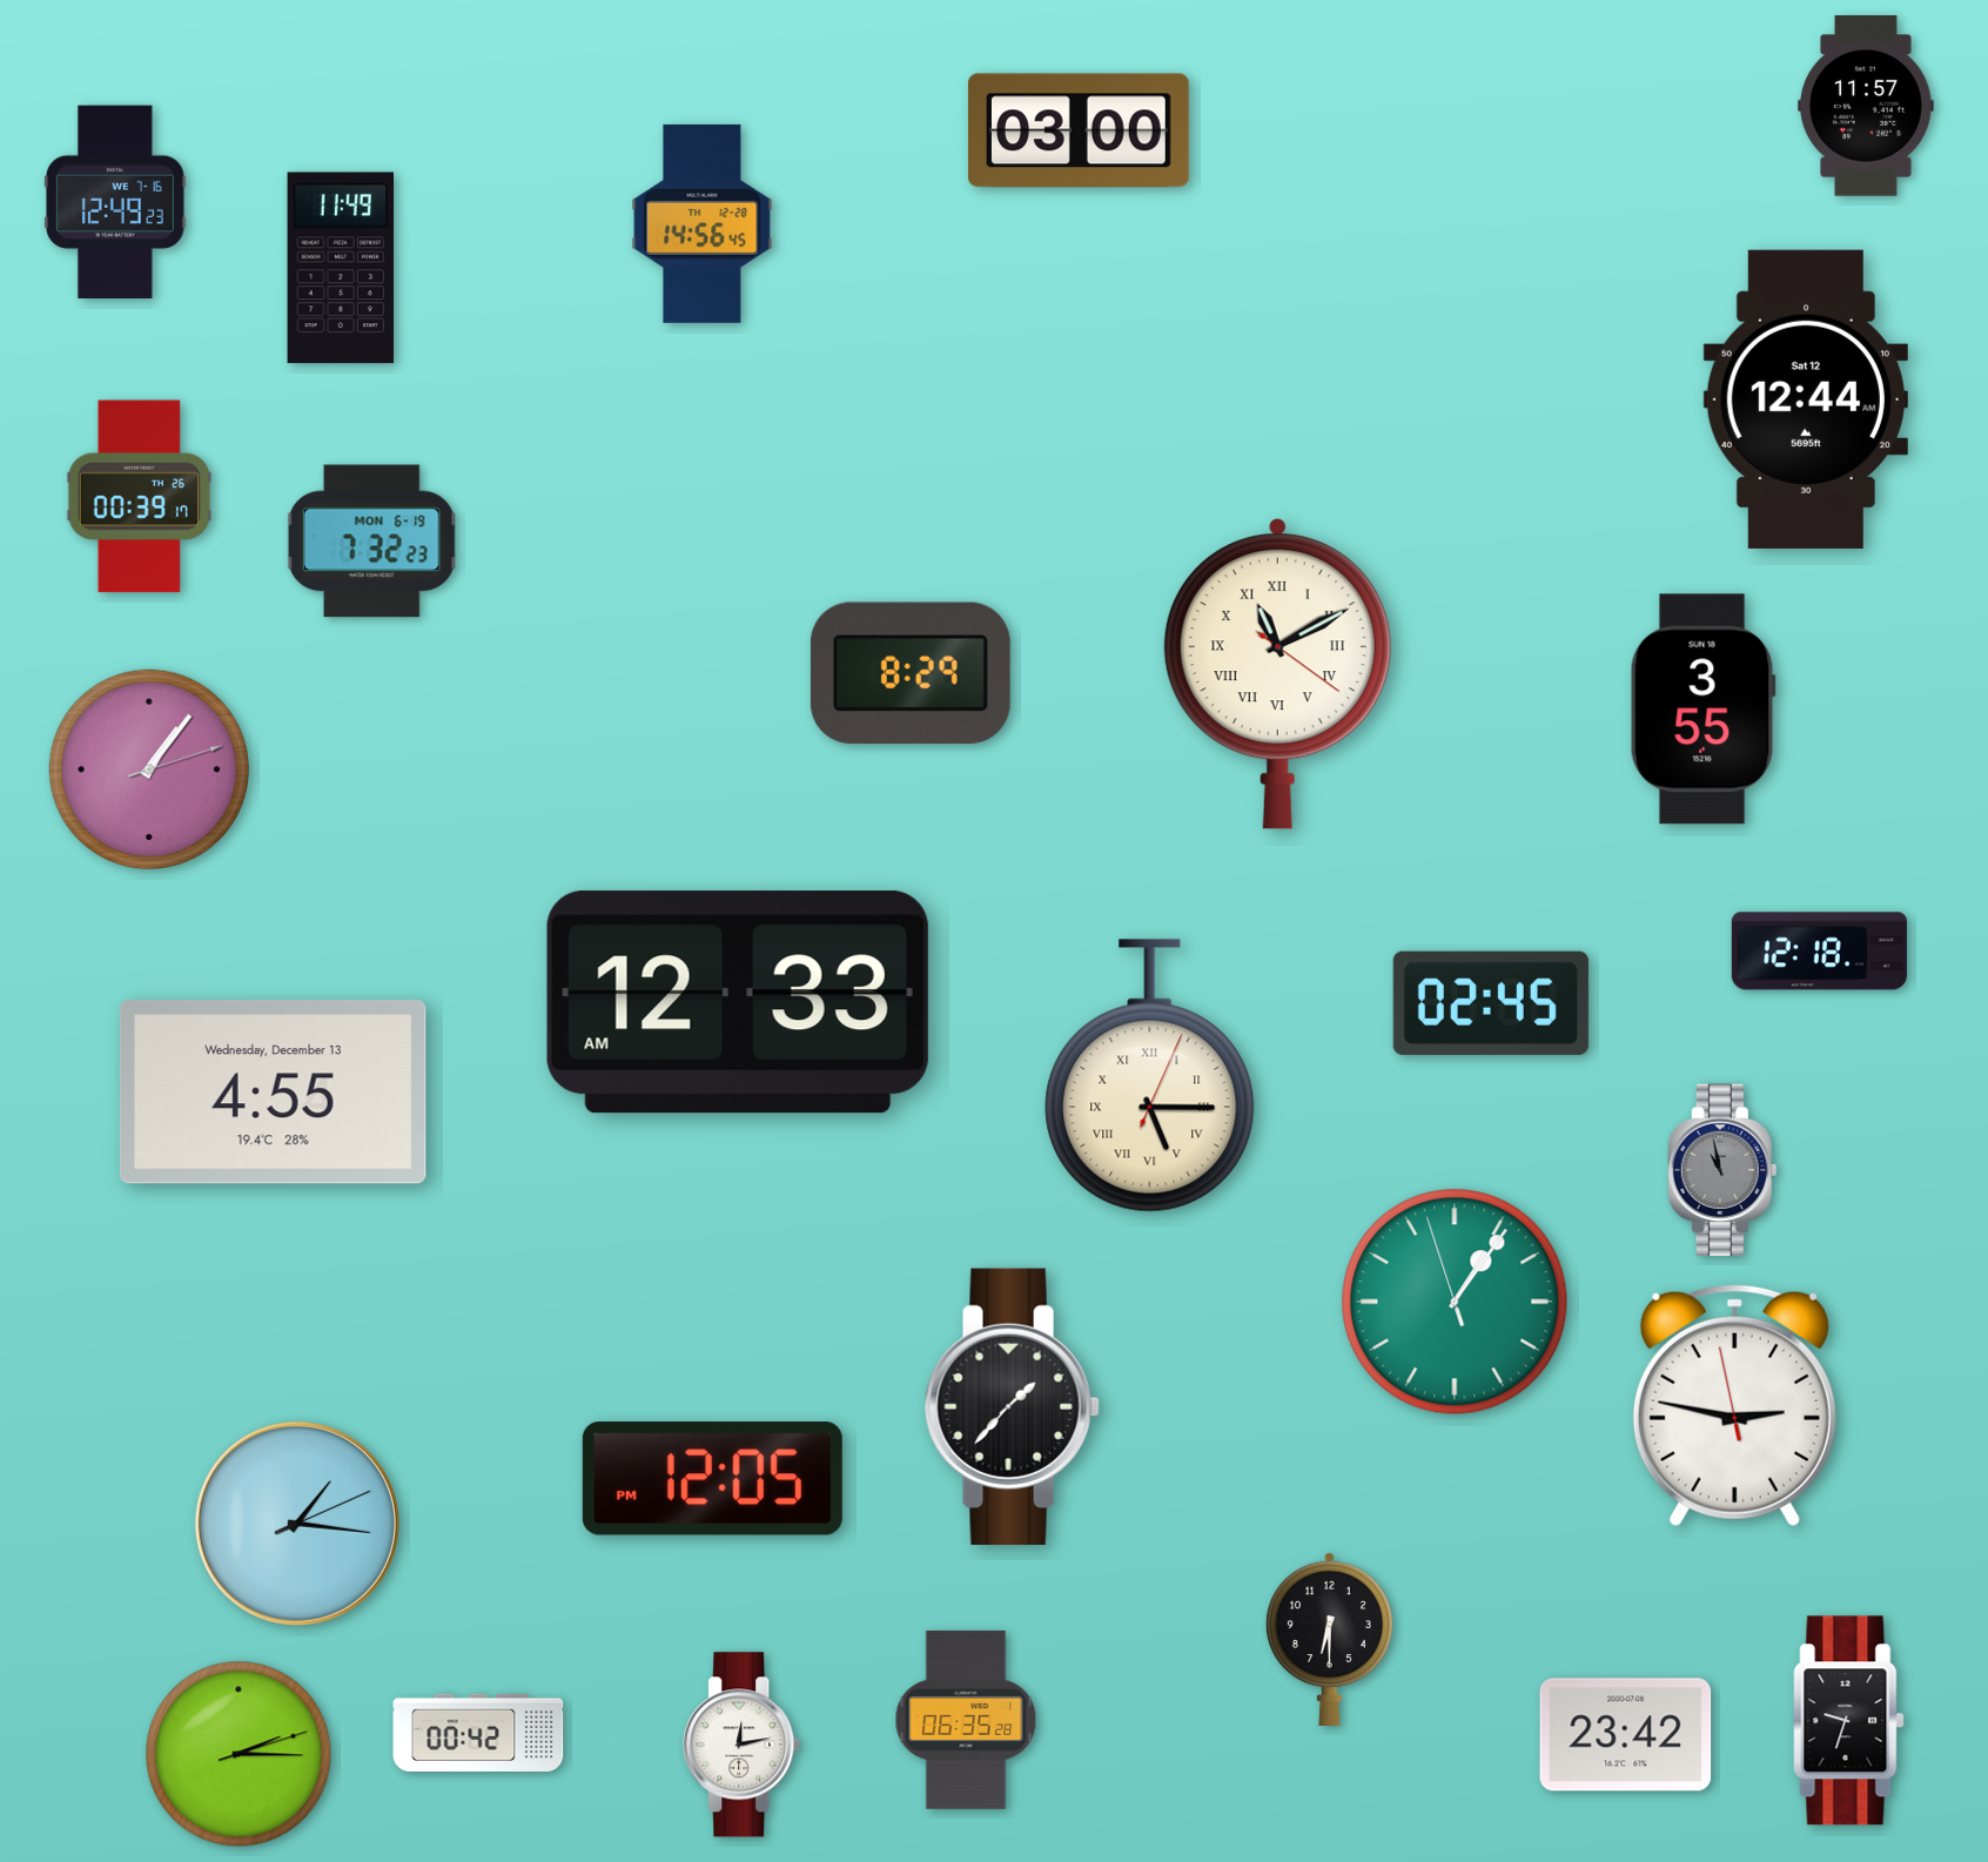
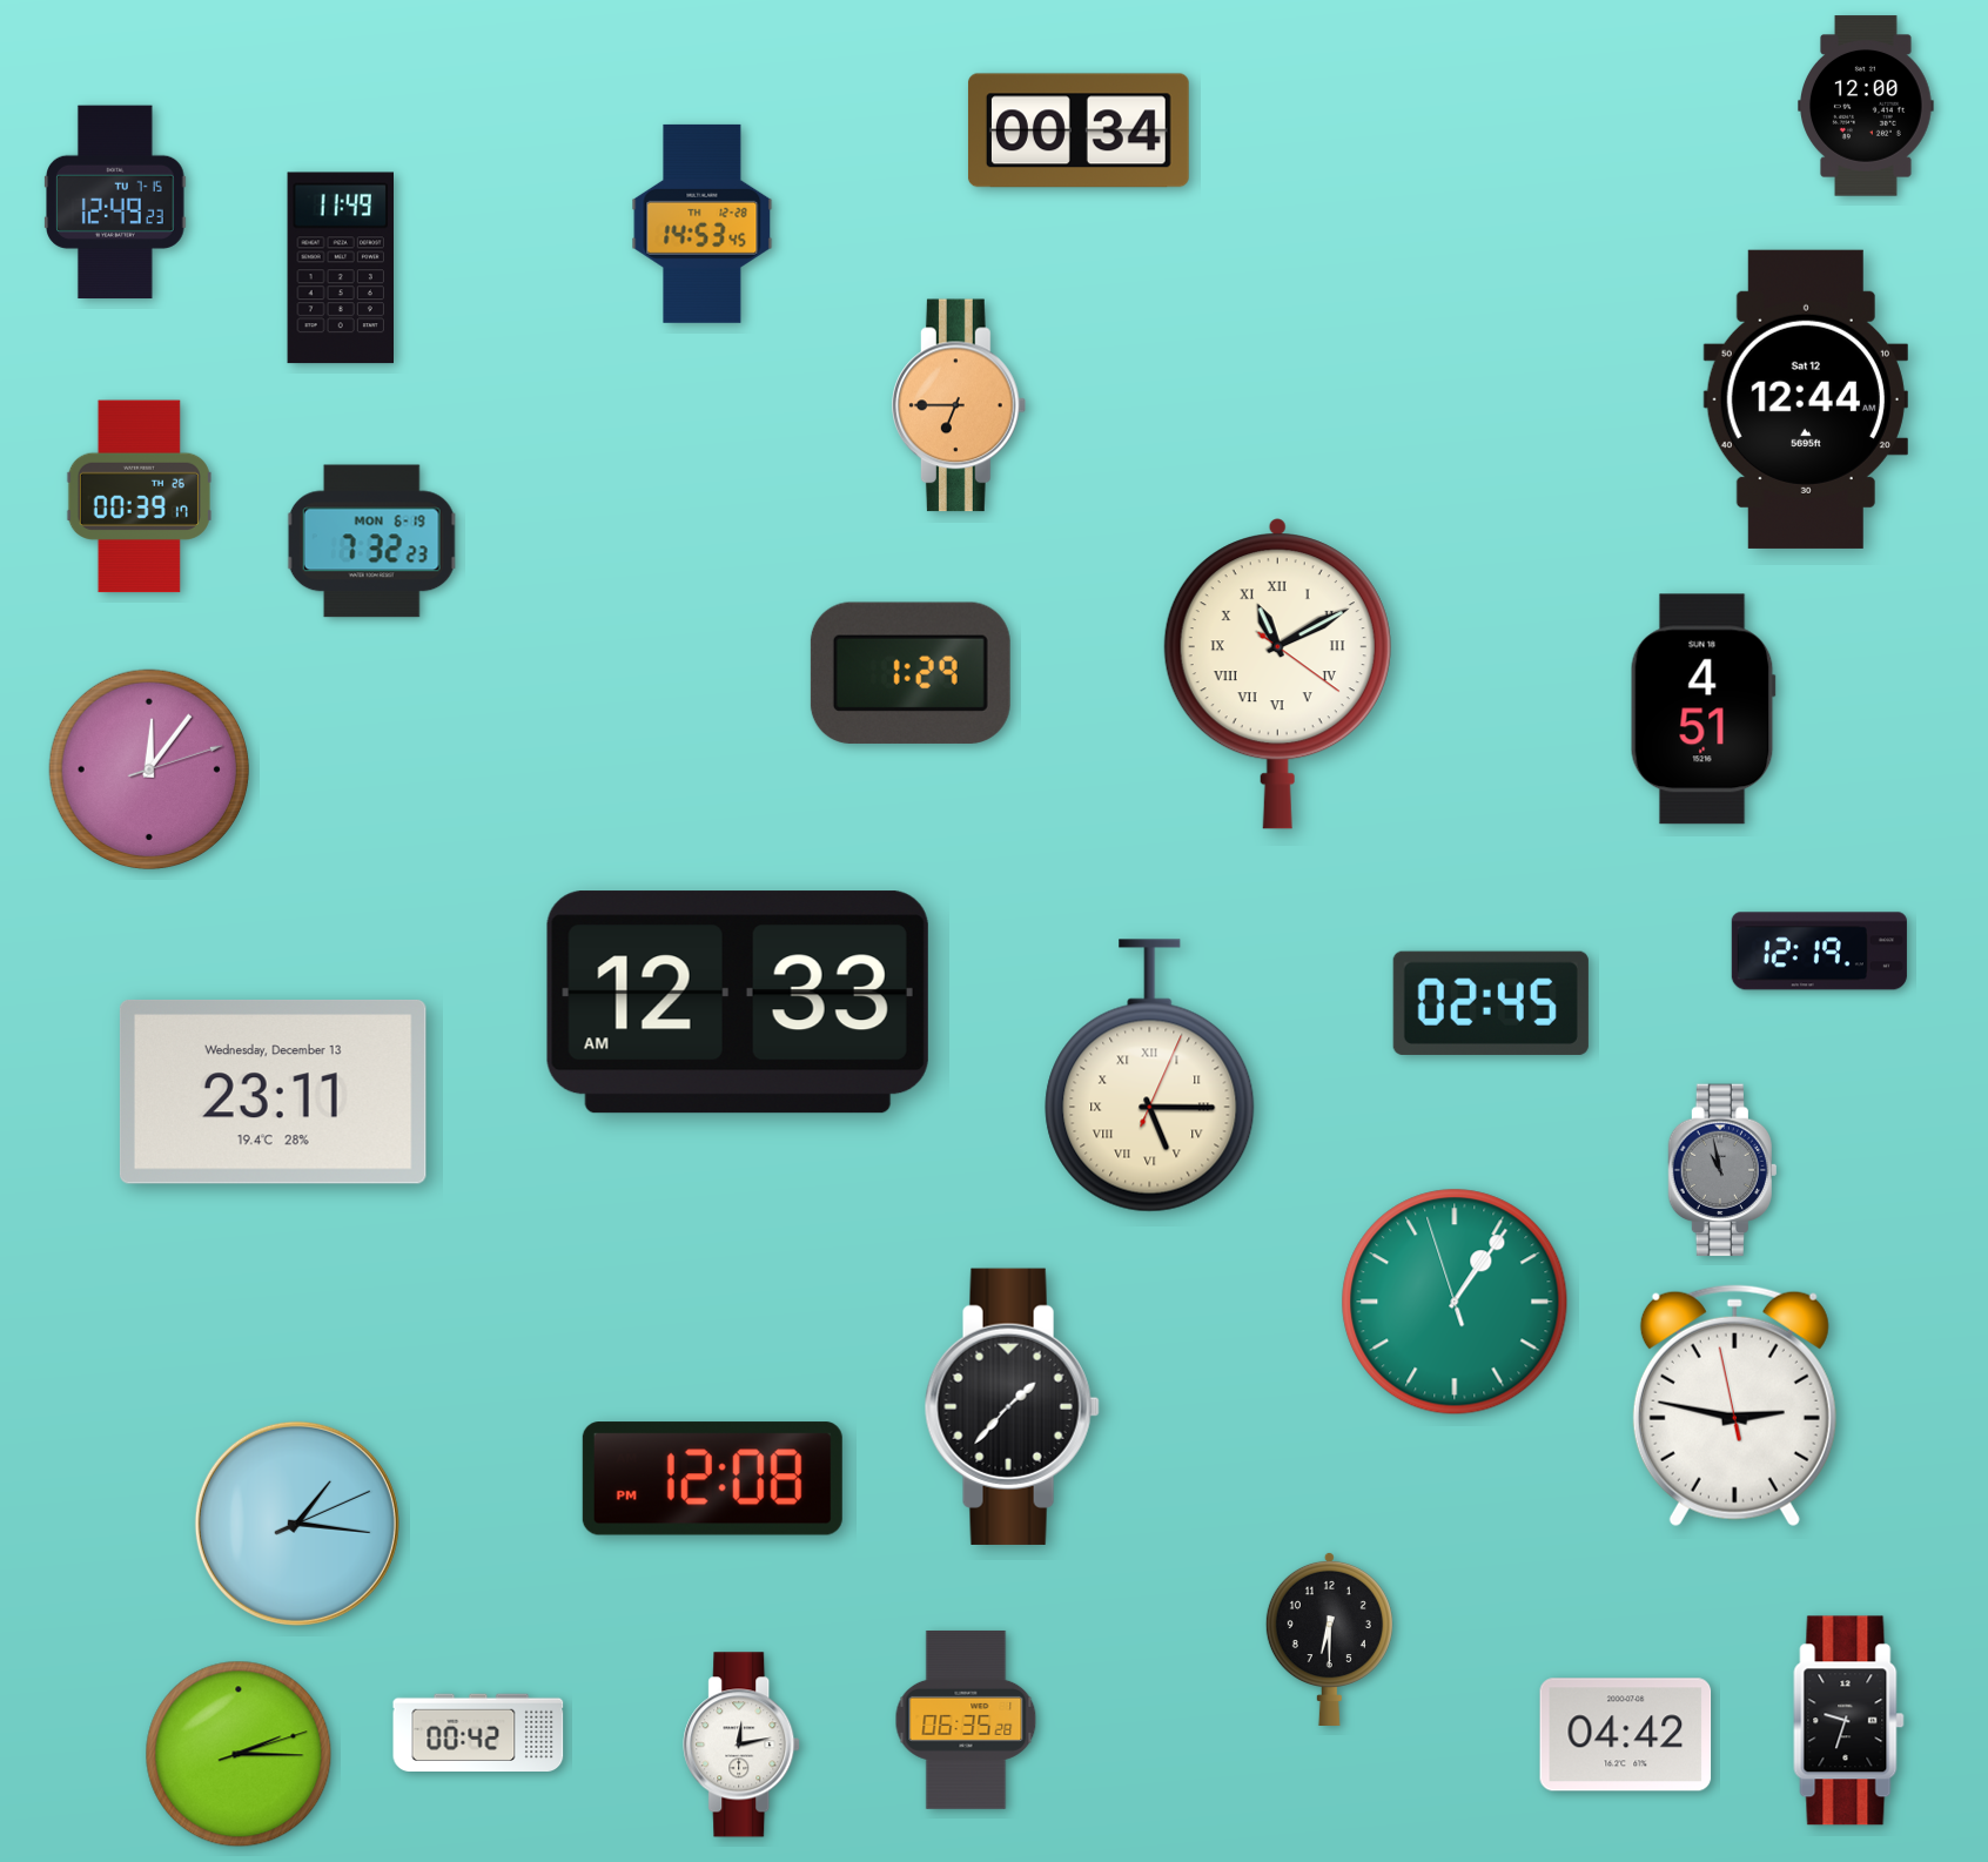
clock at (1866, 106): 11:57 -> 12:00
clock at (1079, 130): 03:00 -> 00:34
clock at (116, 202) date: WE 7-16 -> TU 7-15
clock at (703, 223): 14:56 -> 14:53
clock at (960, 405): none -> 6:45
clock at (911, 673): 8:29 -> 1:29
clock at (1702, 710): 3:55 -> 4:51
clock at (148, 768): 1:06 -> 12:06
clock at (1819, 952): 12:18 -> 12:19
clock at (273, 1091): 4:55 -> 23:11
clock at (712, 1479): 12:05 -> 12:08
clock at (1626, 1735): 23:42 -> 04:42
